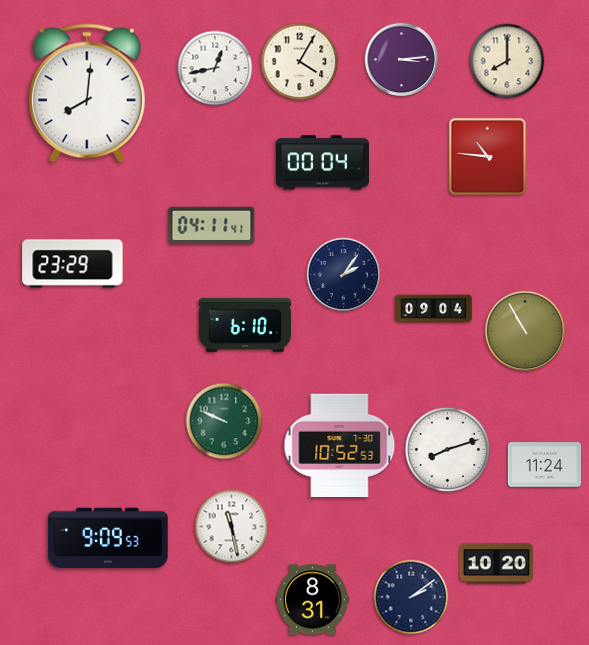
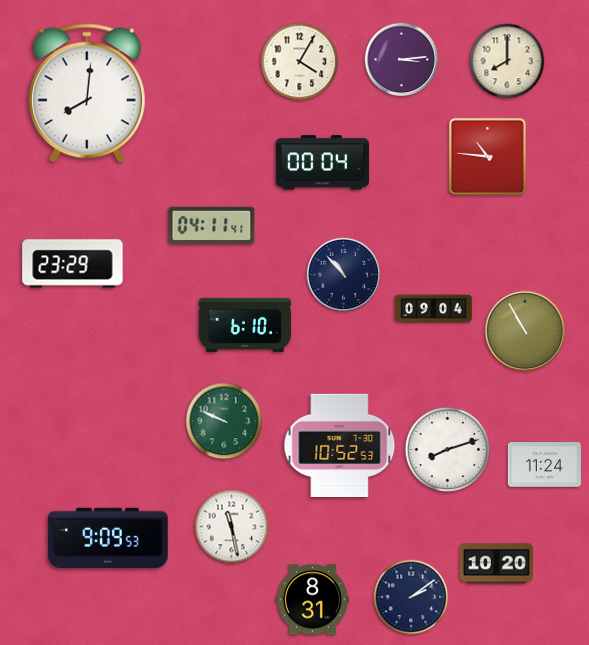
clock at (215, 68): 12:43 -> none
clock at (344, 275): 2:06 -> 10:53
